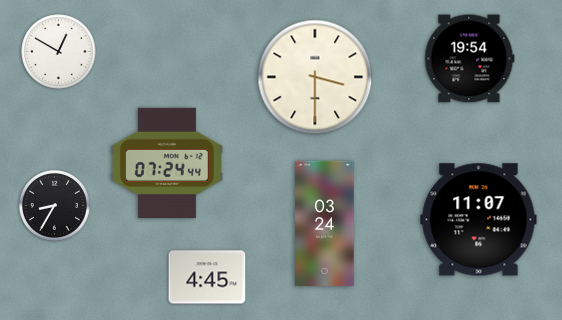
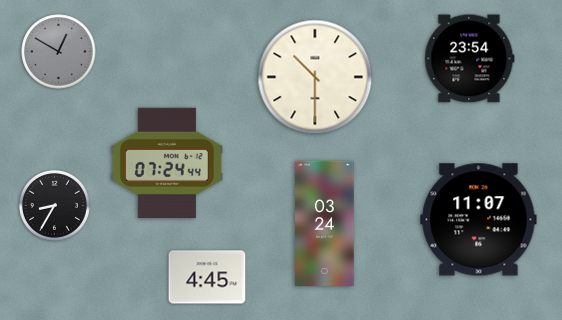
clock at (59, 52) dial: white -> grey
clock at (470, 59): 19:54 -> 23:54
clock at (315, 77): 3:30 -> 10:30
